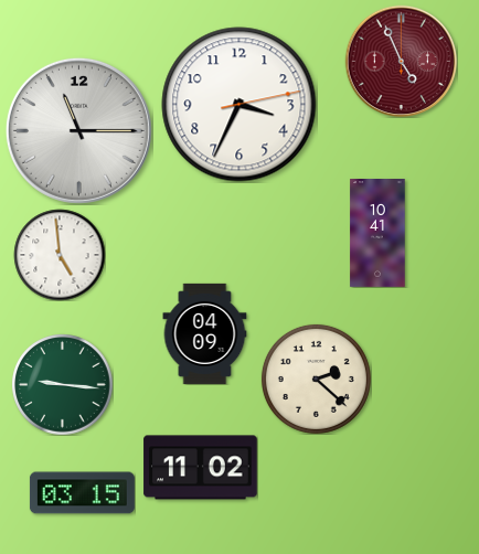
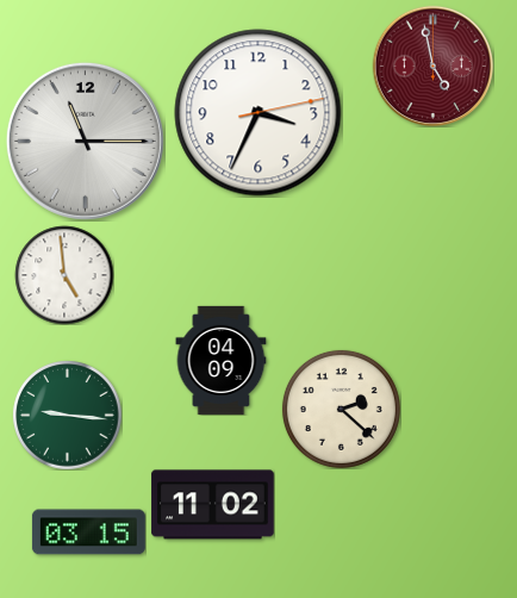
clock at (401, 61): 4:56 -> 4:58
clock at (377, 234): 10:41 -> none
clock at (201, 468) position: (201, 468) -> (213, 505)
